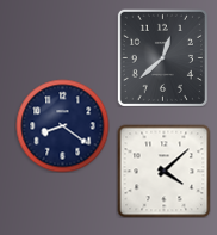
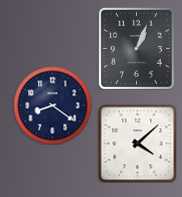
clock at (162, 57): 12:38 -> 1:04
